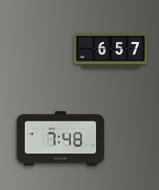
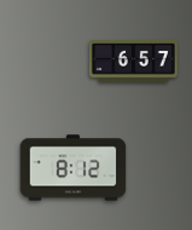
clock at (61, 139): 7:48 -> 8:12
